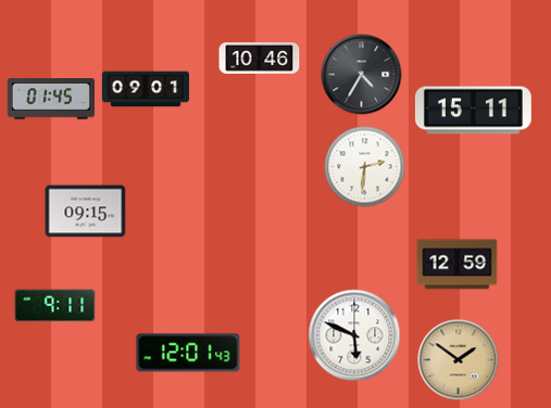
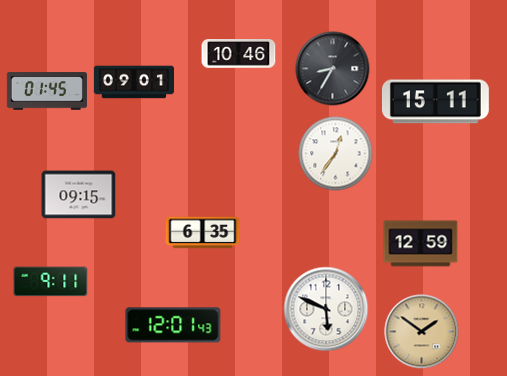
clock at (362, 75): 4:35 -> 8:35
clock at (365, 167): 2:31 -> 12:36
clock at (203, 233): none -> 6:35
